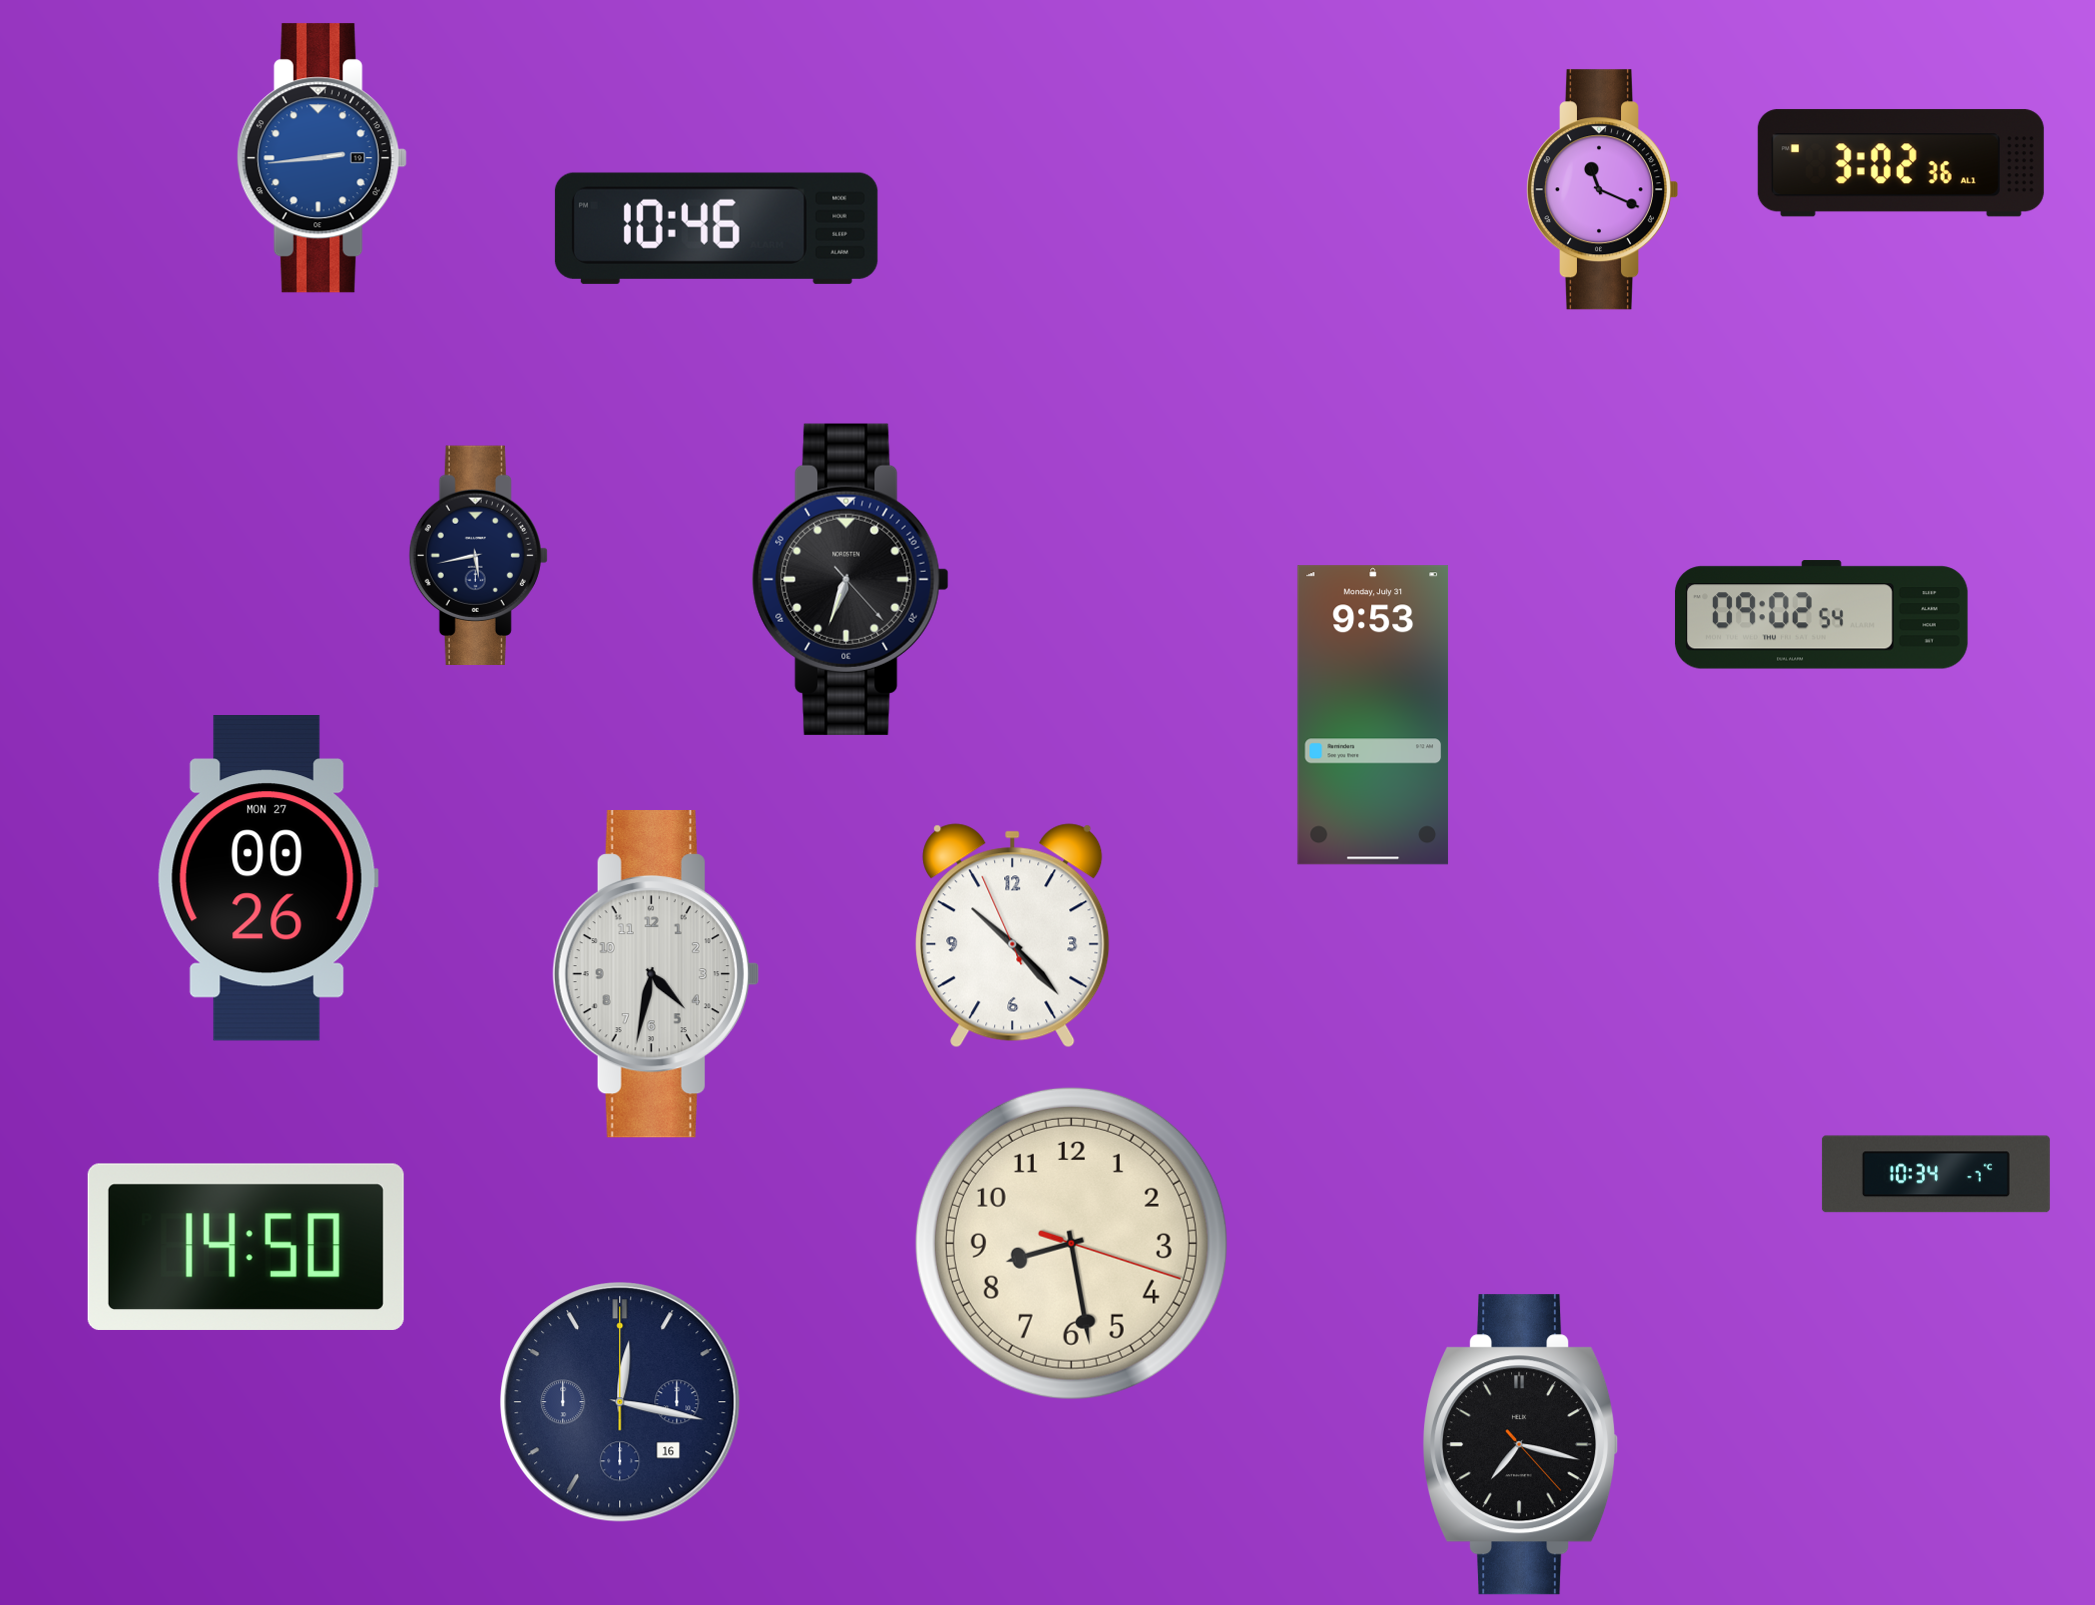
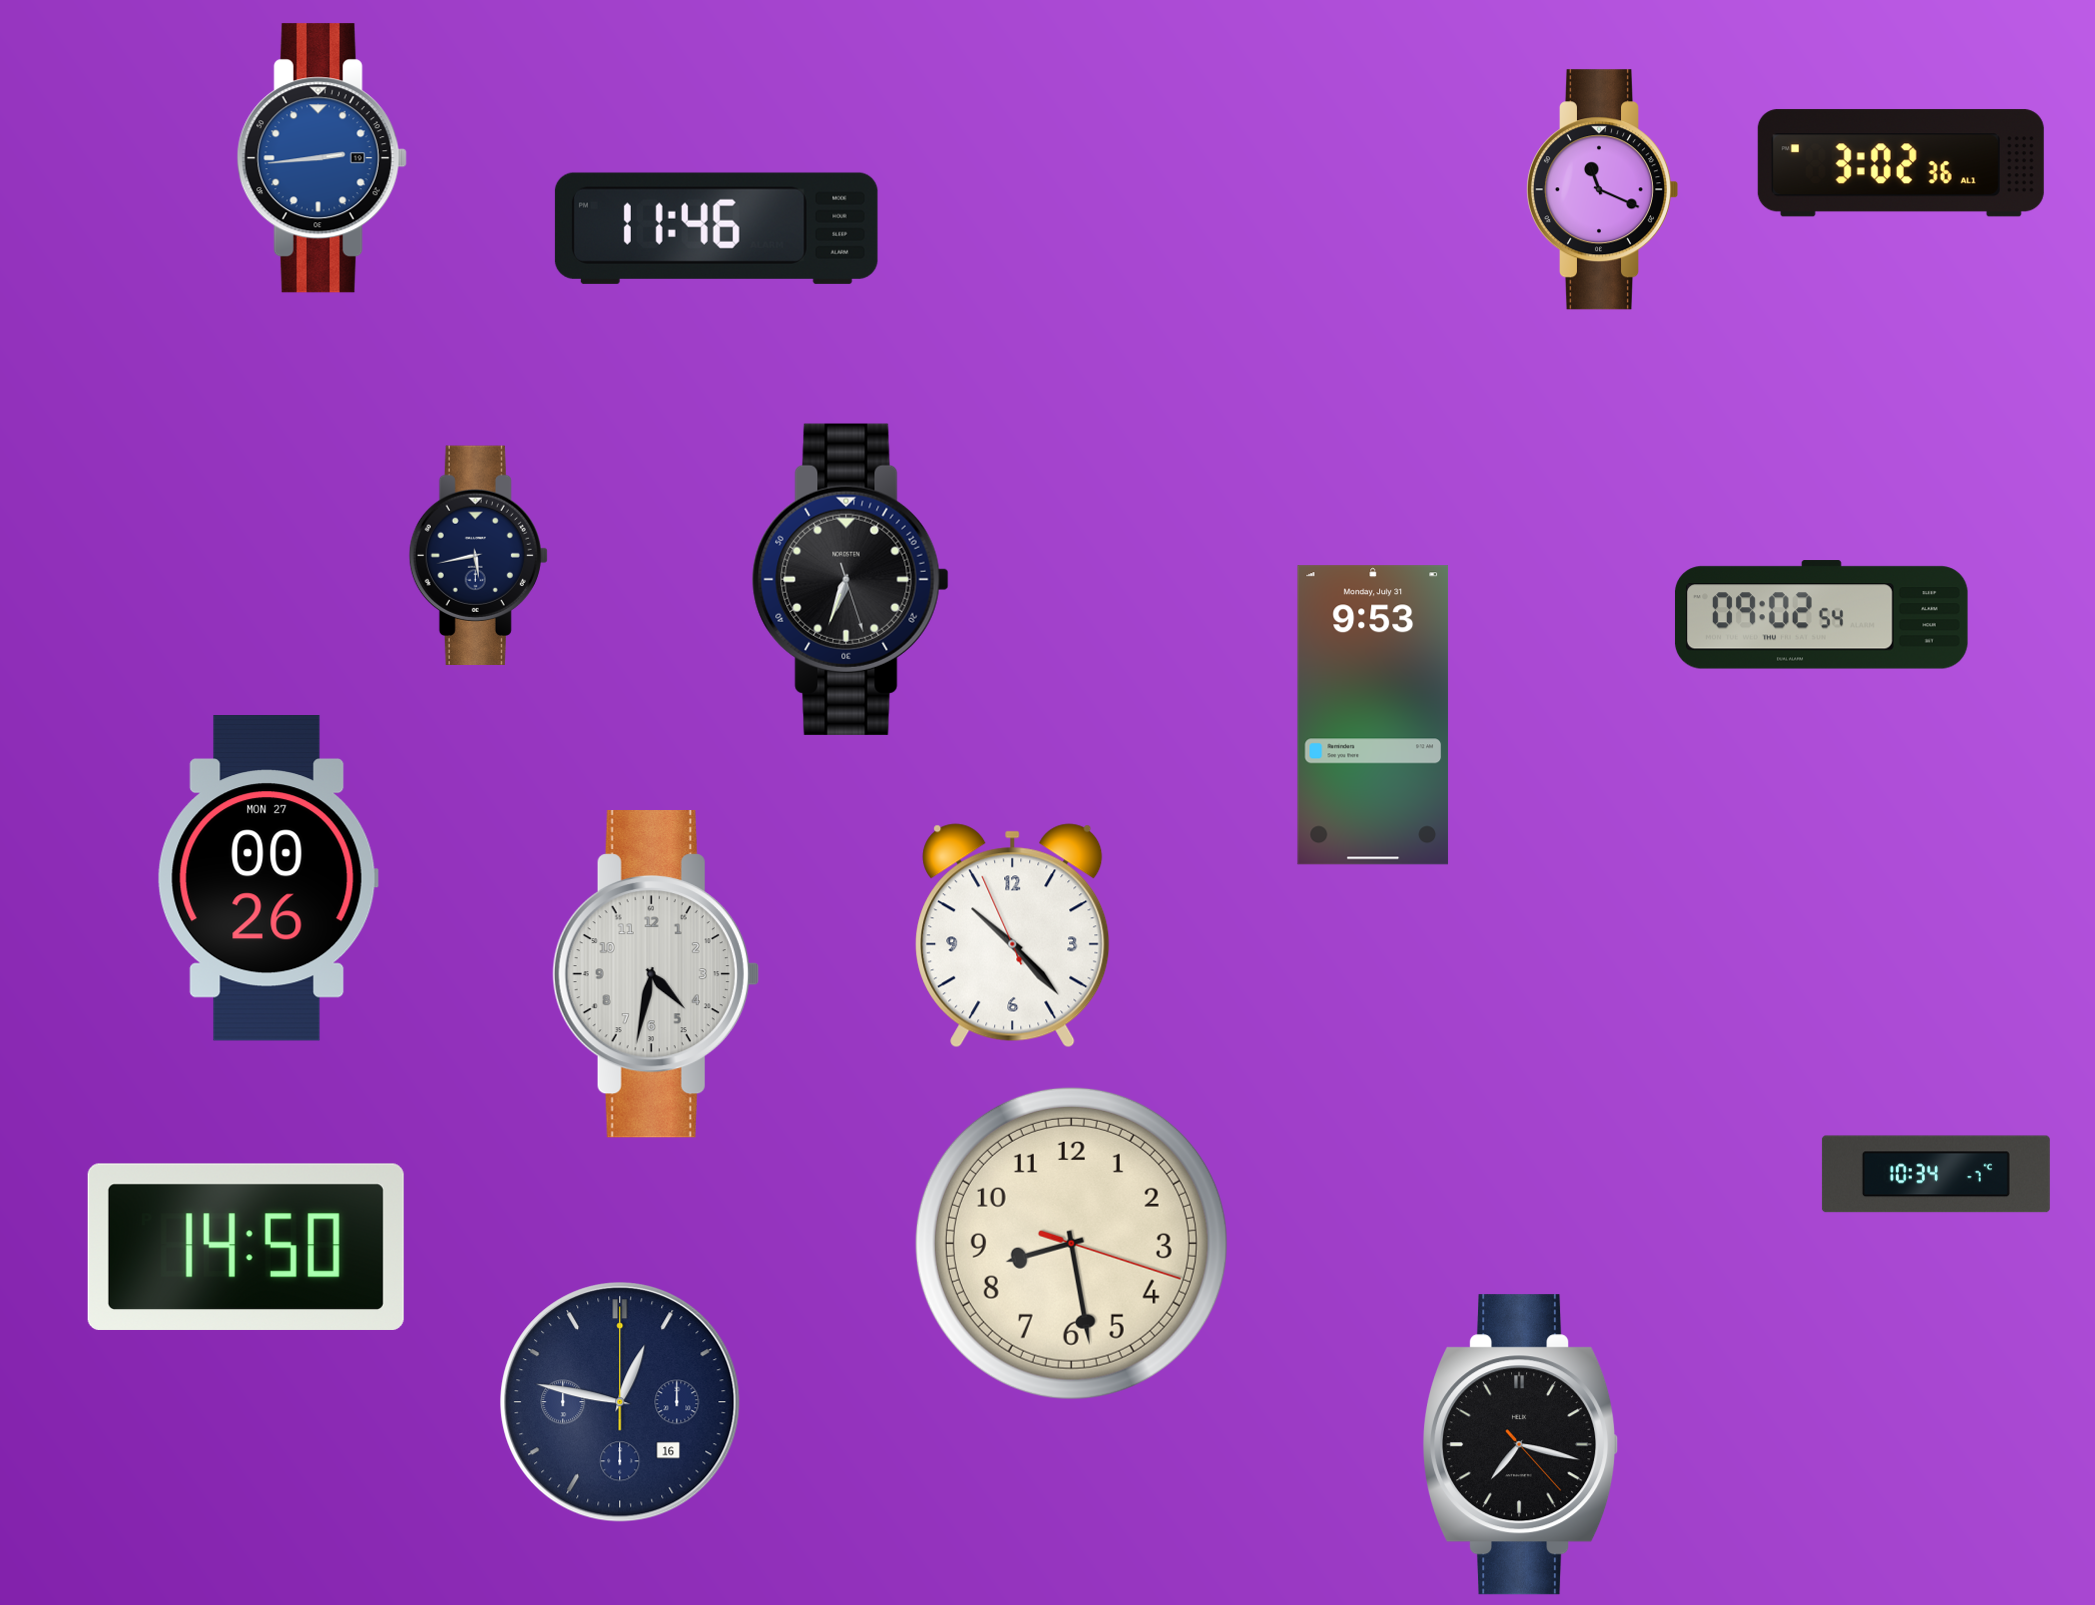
clock at (716, 228): 10:46 -> 11:46
clock at (850, 579): 6:33:23 -> 6:33:27
clock at (620, 1402): 12:17 -> 12:47
